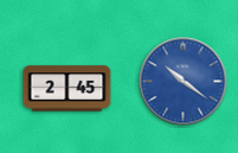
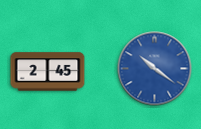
clock at (67, 89) position: (67, 89) -> (48, 72)
